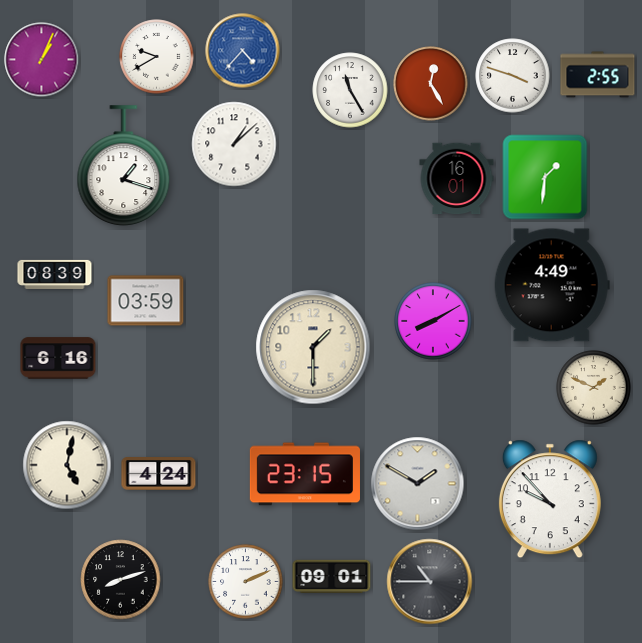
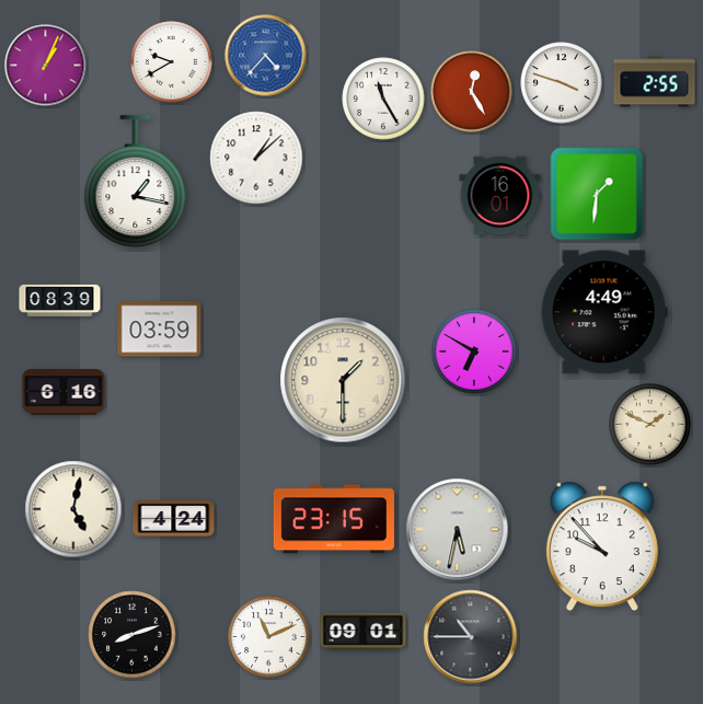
clock at (124, 166): 1:18 -> 1:17
clock at (433, 321): 8:10 -> 6:50
clock at (418, 484): 1:50 -> 5:32
clock at (246, 582): 2:11 -> 11:11
